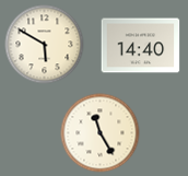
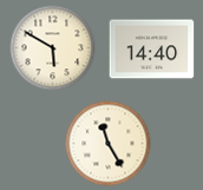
clock at (45, 45) position: (45, 45) -> (53, 48)
